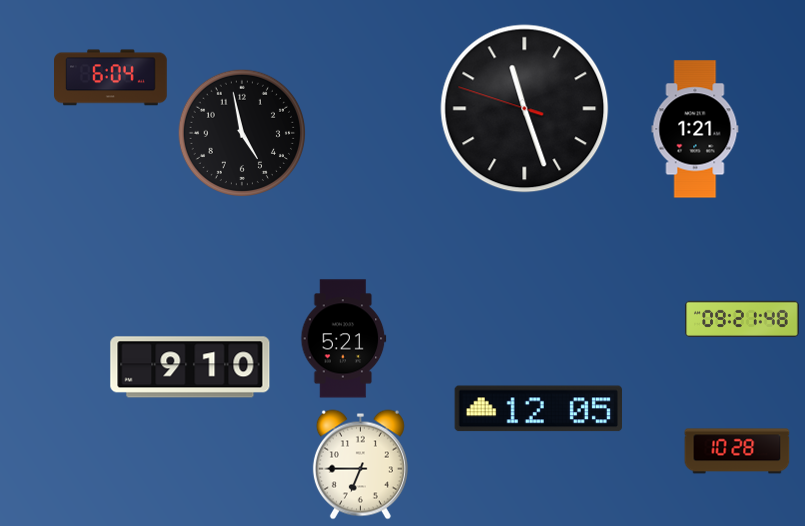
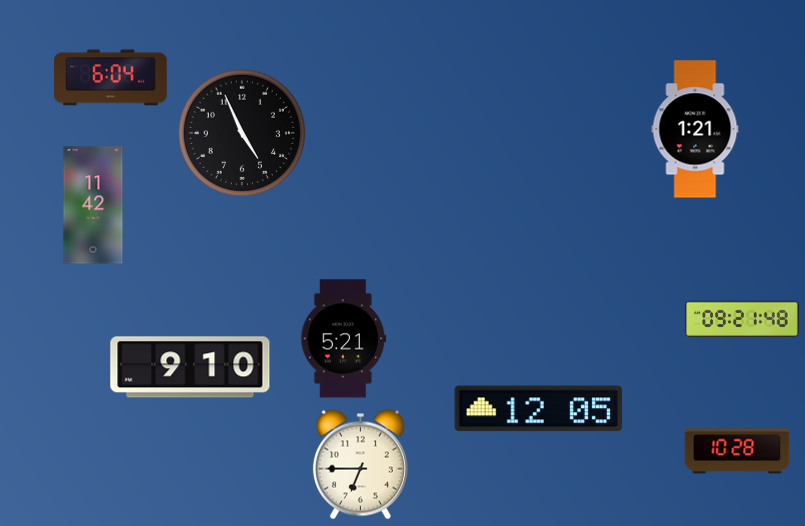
clock at (525, 109): 11:26 -> none
clock at (241, 132): 4:58 -> 4:56
clock at (93, 205): none -> 11:42
